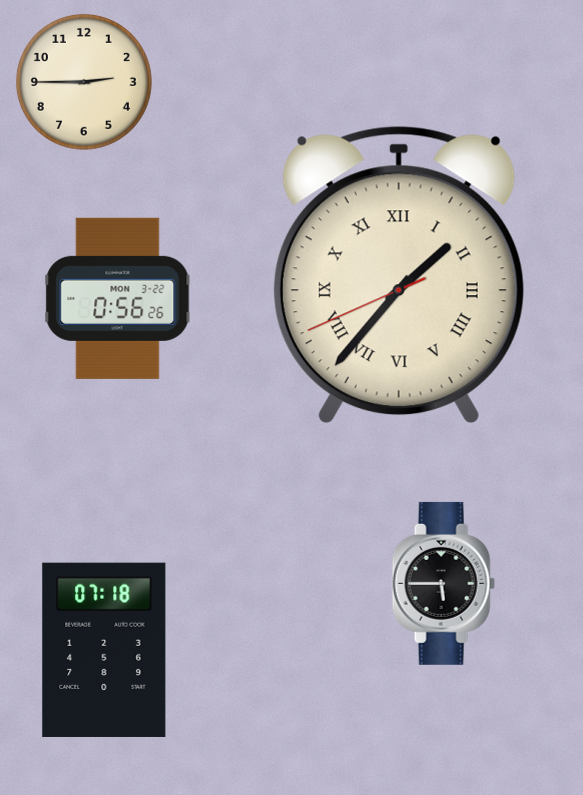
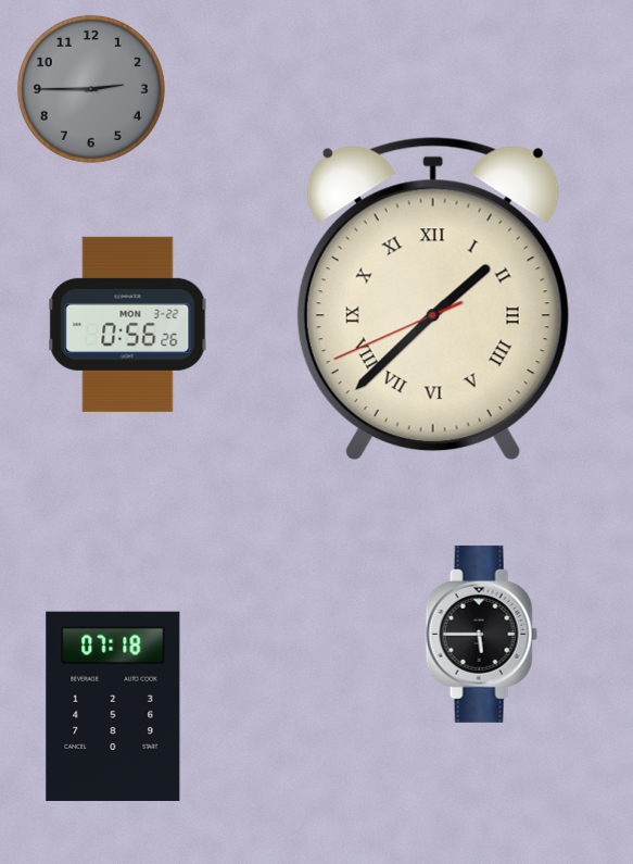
clock at (84, 82) dial: cream -> grey
clock at (399, 275): 1:36 -> 1:37
